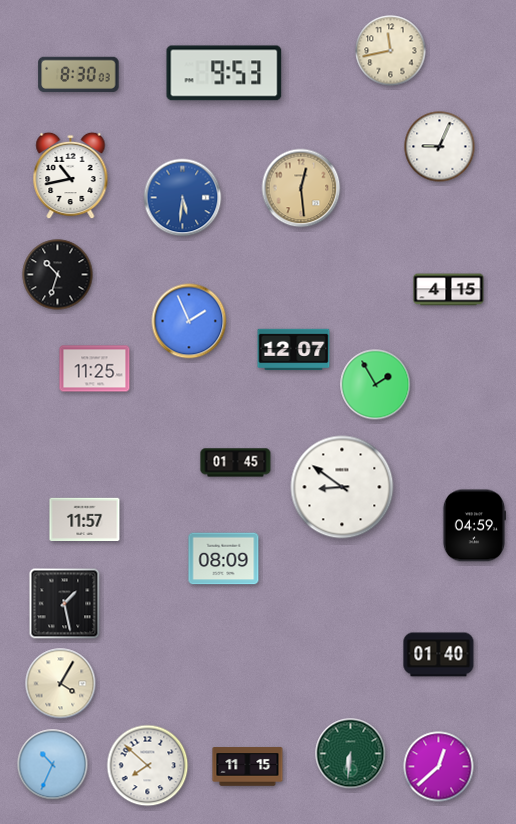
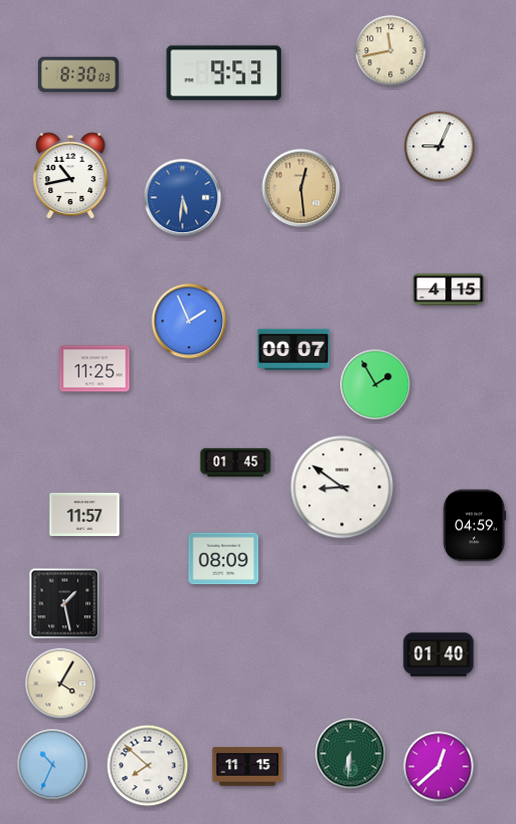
clock at (58, 275): 10:33 -> none
clock at (294, 350): 12:07 -> 00:07
clock at (85, 519) position: (85, 519) -> (85, 514)
